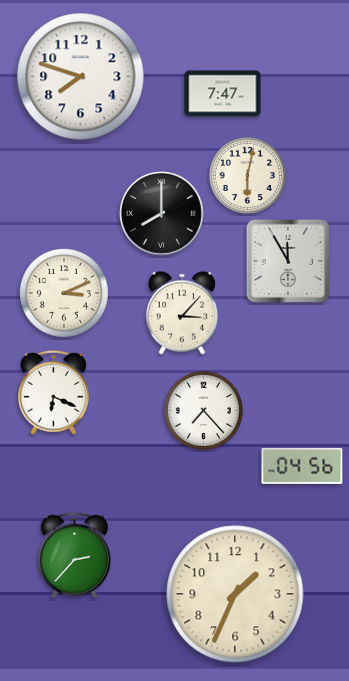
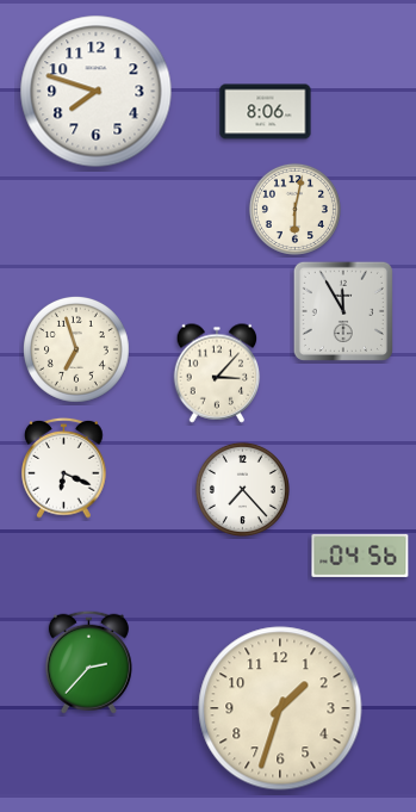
clock at (223, 94): 7:47 -> 8:06
clock at (162, 214): 8:00 -> none
clock at (64, 293): 3:11 -> 6:57
clock at (235, 594): 1:34 -> 1:33
